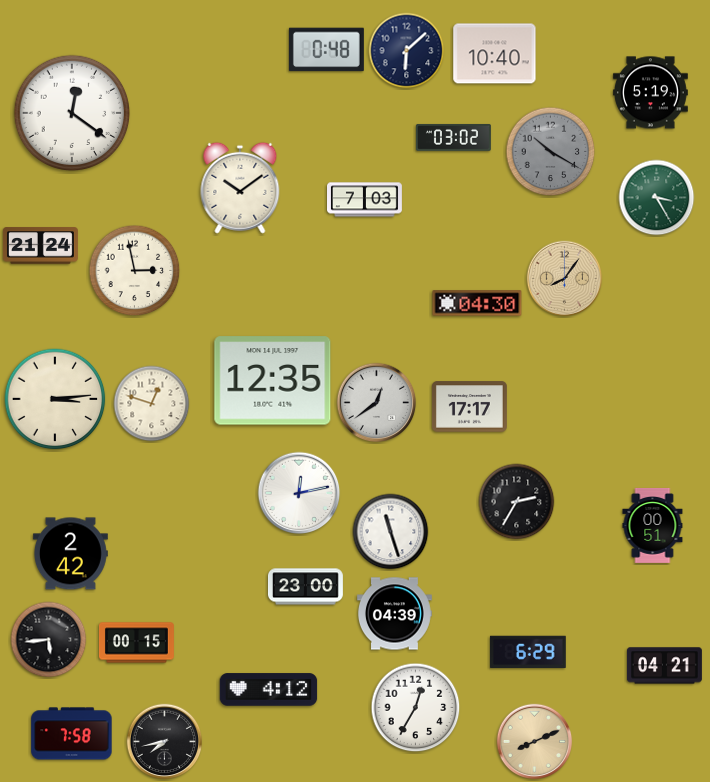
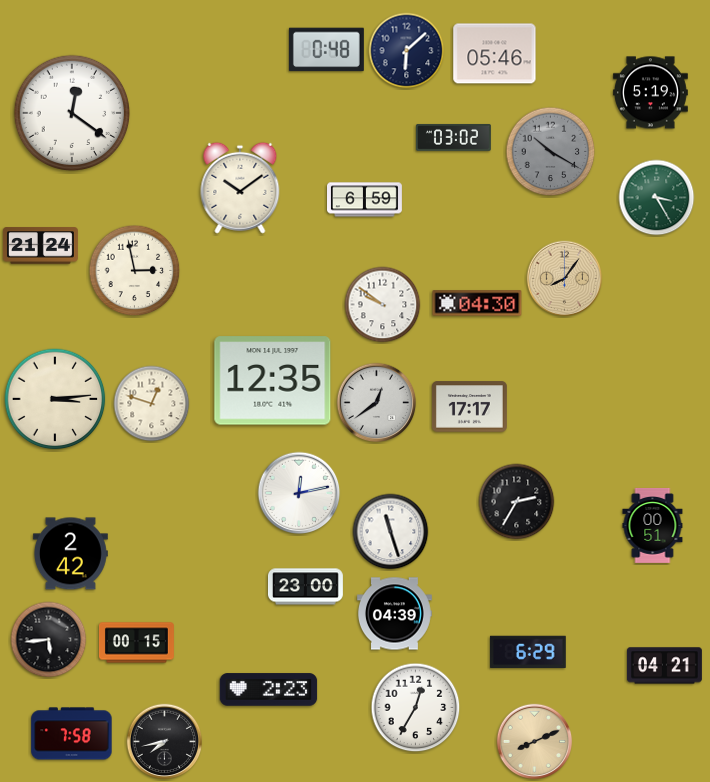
clock at (495, 54): 10:40 -> 05:46
clock at (365, 200): 7:03 -> 6:59
clock at (383, 305): none -> 9:51
clock at (269, 690): 4:12 -> 2:23
